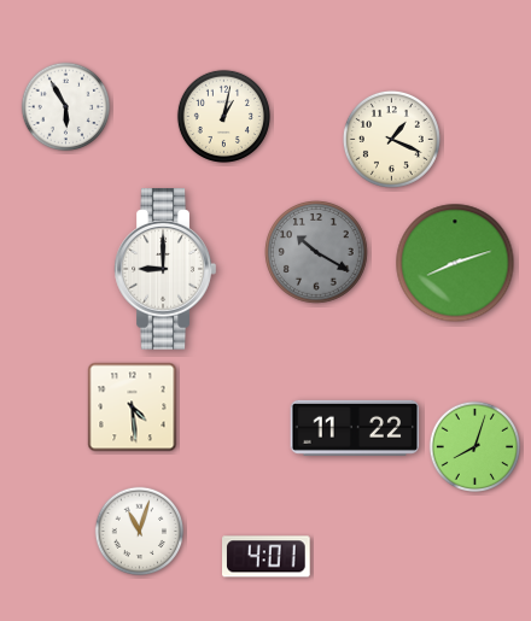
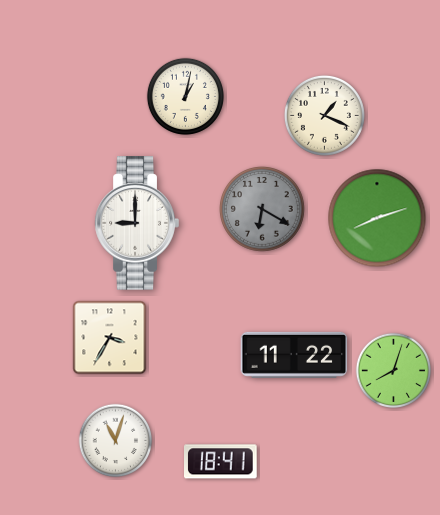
clock at (66, 107): 5:55 -> none
clock at (317, 253): 10:20 -> 6:20
clock at (133, 408): 4:29 -> 3:35
clock at (267, 557): 4:01 -> 18:41
